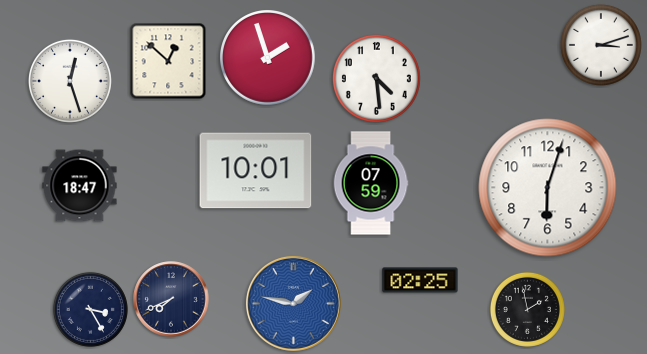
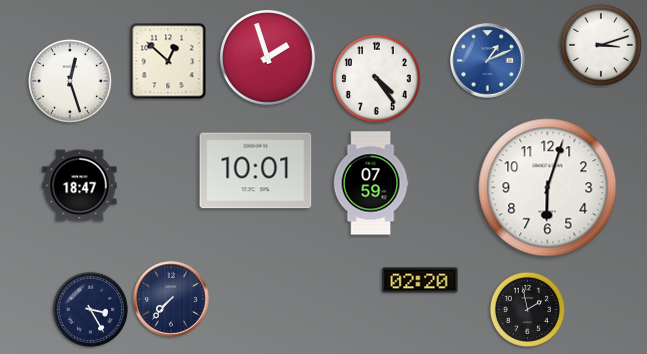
clock at (488, 61): none -> 1:11
clock at (376, 78): 4:29 -> 4:24
clock at (420, 280): 02:25 -> 02:20
clock at (171, 299): 7:41 -> 7:37
clock at (293, 303): 1:47 -> none
